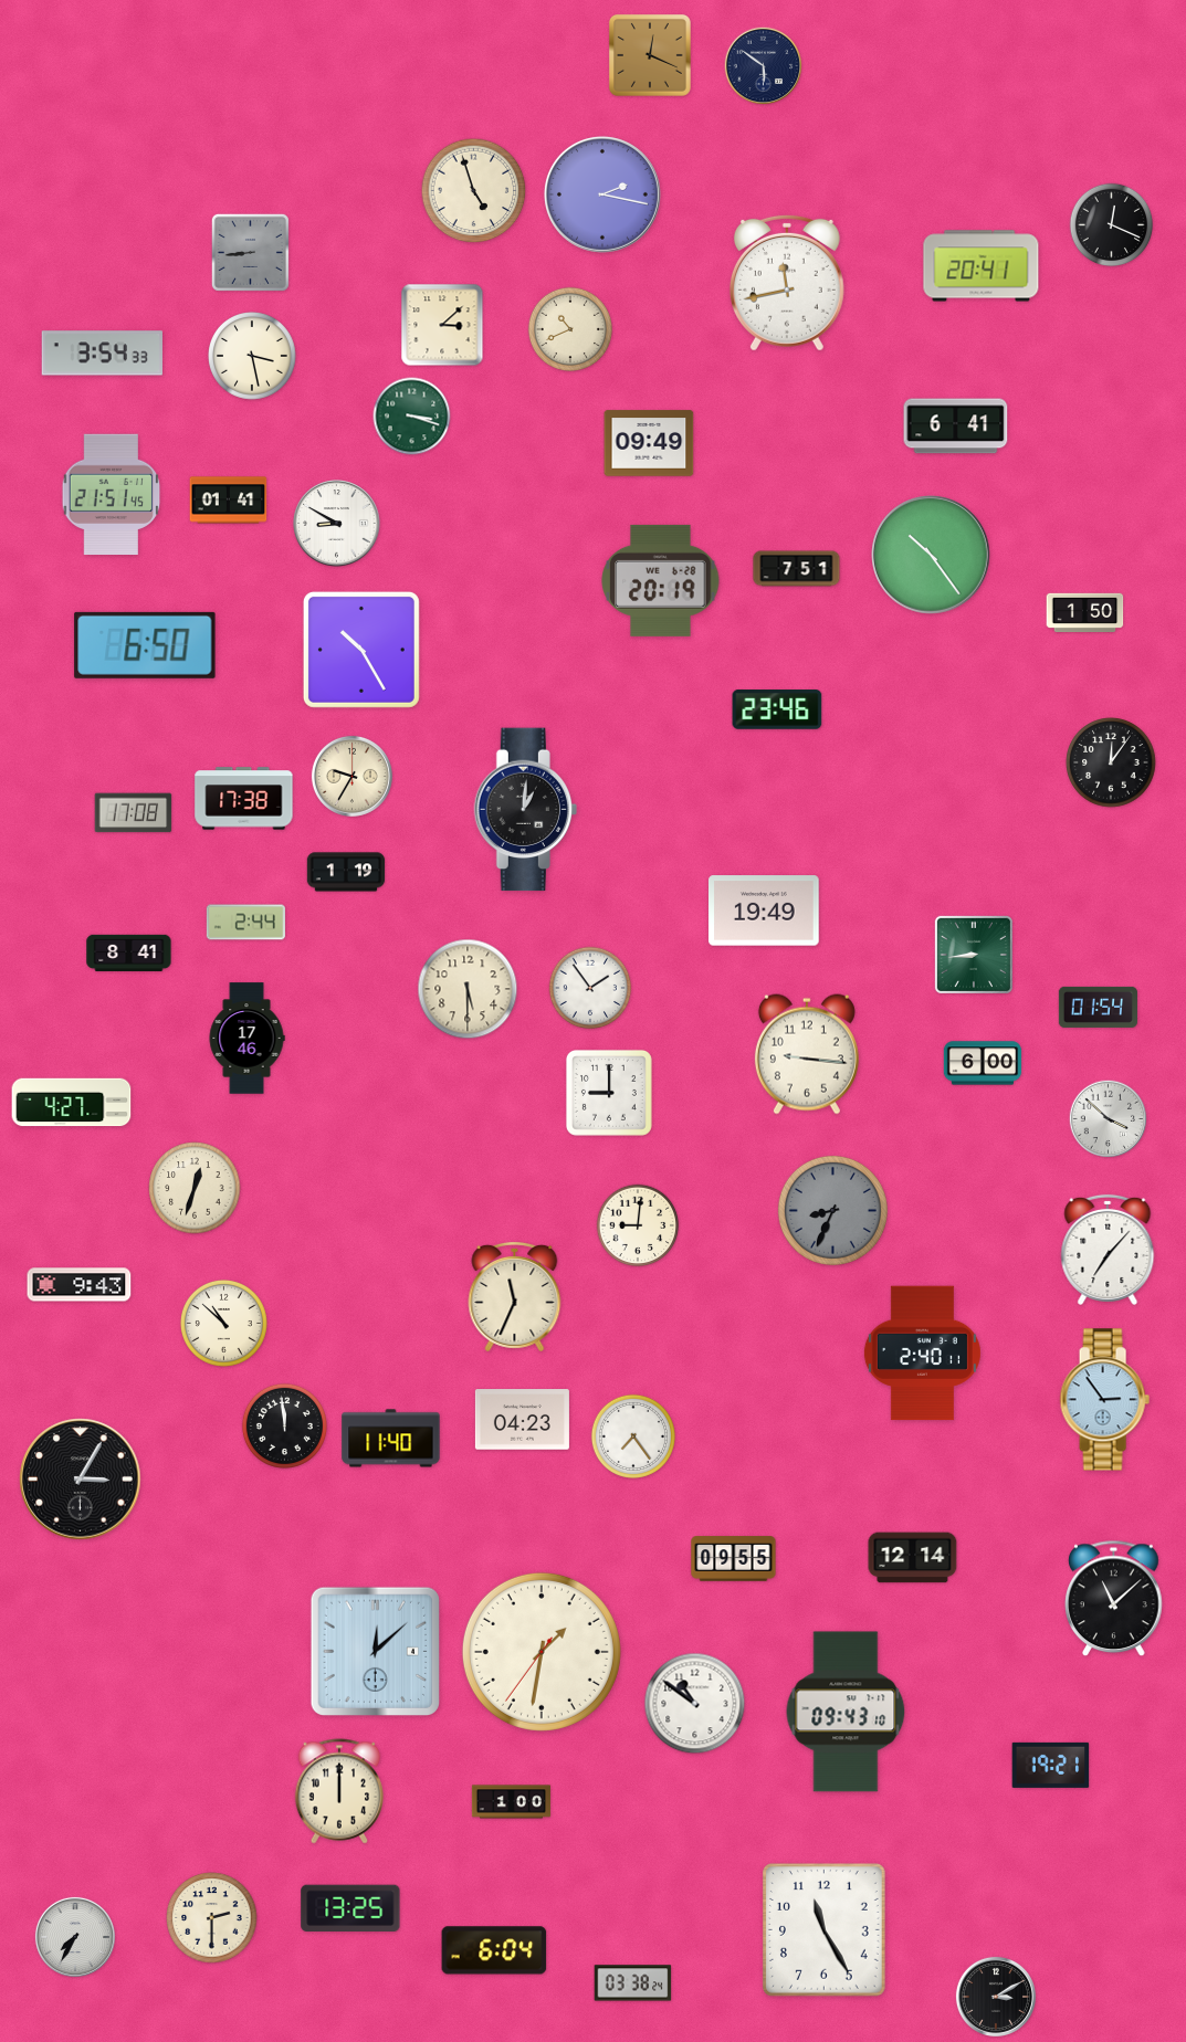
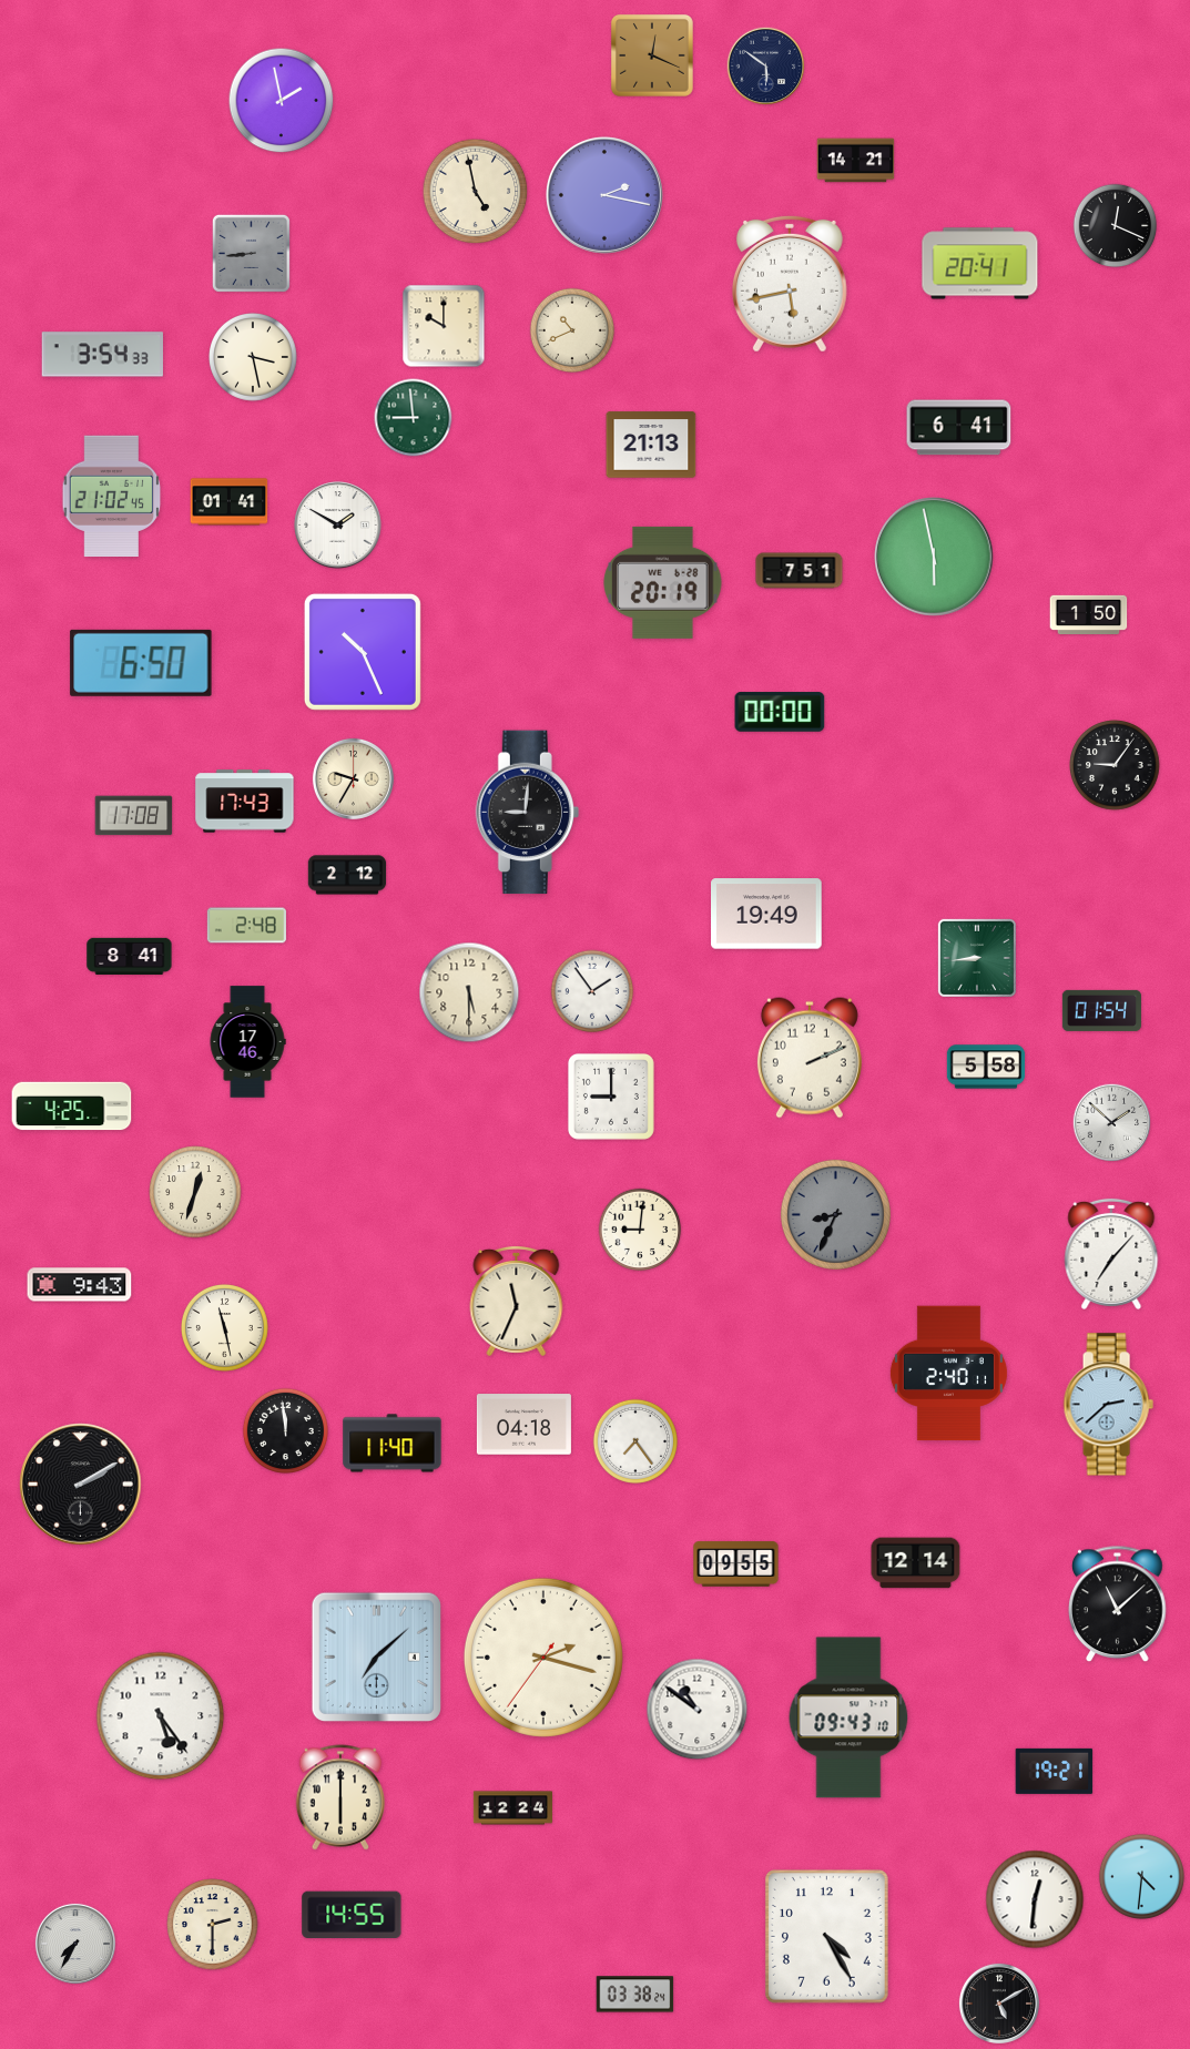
clock at (282, 101): none -> 1:58
clock at (856, 161): none -> 14:21
clock at (474, 191): 4:57 -> 4:58
clock at (982, 266) position: (982, 266) -> (980, 264)
clock at (787, 283): 11:43 -> 5:43
clock at (442, 325): 3:08 -> 10:00
clock at (412, 417): 3:18 -> 8:59
clock at (649, 443): 09:49 -> 21:13
clock at (112, 495): 21:51 -> 21:02
clock at (337, 524): 8:50 -> 1:50
clock at (931, 555): 10:24 -> 5:58
clock at (145, 645) position: (145, 645) -> (141, 663)
clock at (361, 650): 10:25 -> 10:26
clock at (777, 709): 23:46 -> 00:00
clock at (1111, 762): 12:06 -> 9:06
clock at (244, 799): 17:38 -> 17:43
clock at (525, 810): 1:01 -> 9:01
clock at (346, 872): 1:19 -> 2:12
clock at (245, 923): 2:44 -> 2:48
clock at (807, 1054): 9:16 -> 2:11
clock at (983, 1063): 6:00 -> 5:58
clock at (72, 1103): 4:27 -> 4:25
clock at (1109, 1119): 3:52 -> 1:52
clock at (80, 1285) position: (80, 1285) -> (80, 1285)
clock at (223, 1323): 10:52 -> 11:28
clock at (922, 1354) position: (922, 1354) -> (948, 1374)
clock at (1104, 1400): 2:54 -> 2:38
clock at (522, 1420): 04:23 -> 04:18
clock at (81, 1480): 3:05 -> 2:10
clock at (375, 1651): 12:08 -> 7:08
clock at (542, 1652): 1:31 -> 2:17
clock at (161, 1716): none -> 5:24
clock at (338, 1791): 12:00 -> 6:00
clock at (511, 1802): 1:00 -> 12:24
clock at (1141, 1876): none -> 4:31
clock at (1035, 1899): none -> 12:31
clock at (350, 1907): 13:25 -> 14:55
clock at (823, 1929): 11:25 -> 4:25
clock at (494, 1950): 6:04 -> none
clock at (633, 1983) position: (633, 1983) -> (635, 1995)
clock at (996, 1997): 3:10 -> 5:10
